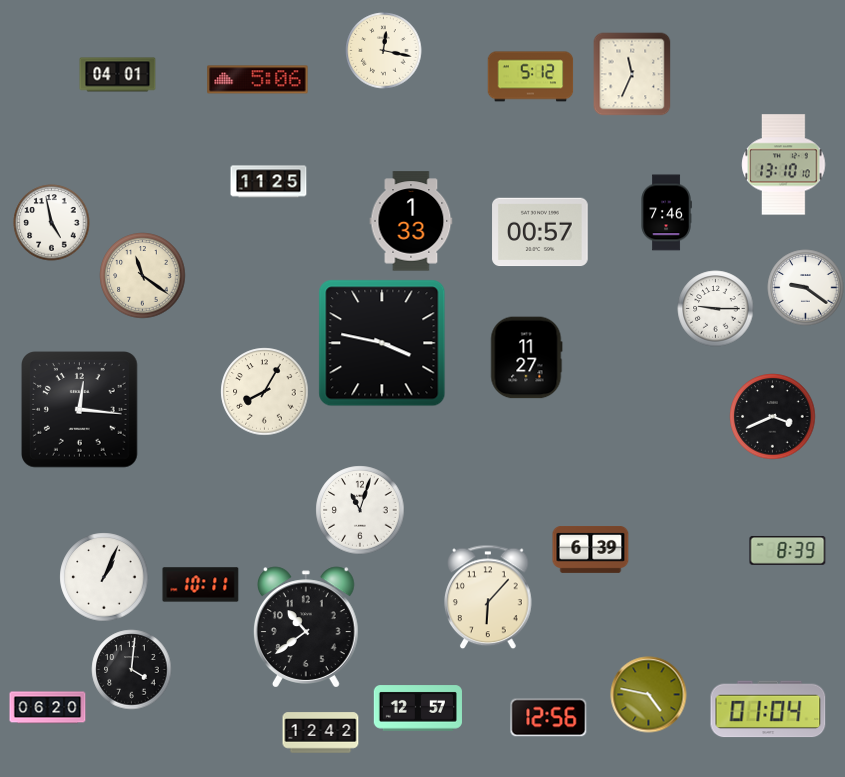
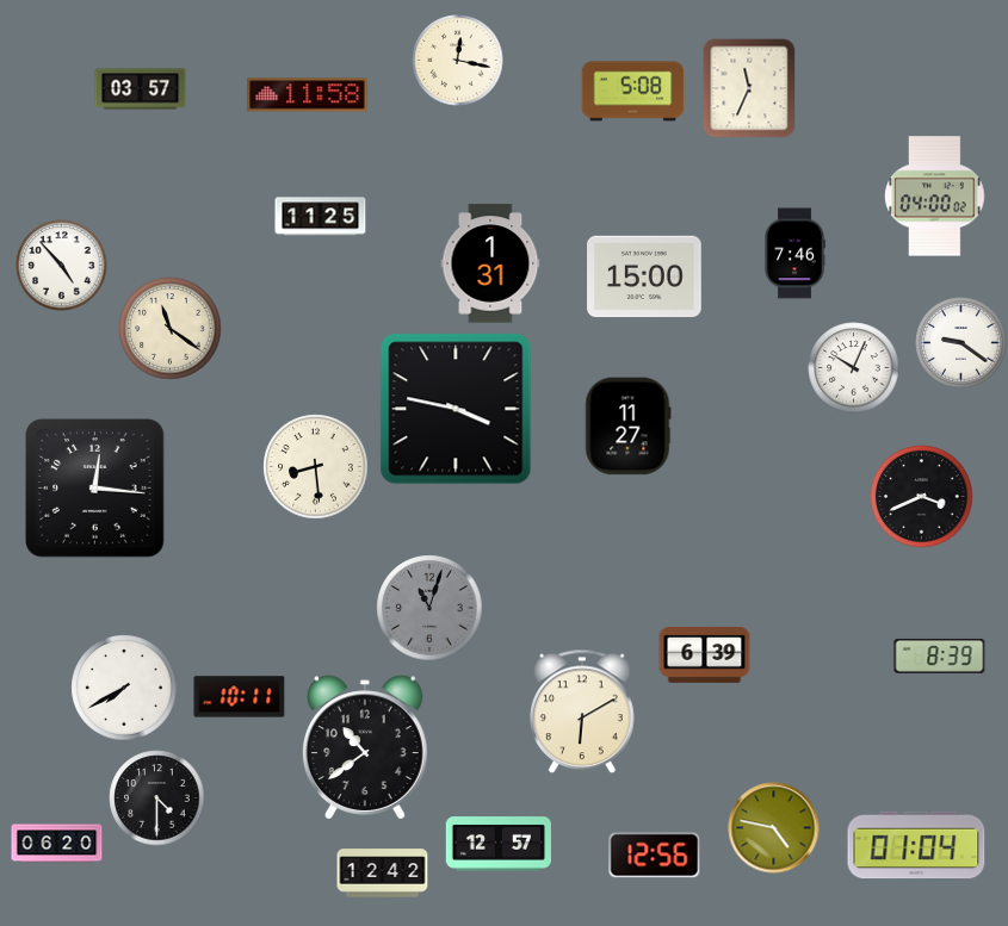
clock at (632, 74) position: (632, 74) -> (749, 88)
clock at (118, 75): 04:01 -> 03:57
clock at (531, 77): 5:12 -> 5:08
clock at (258, 80): 5:06 -> 11:58
clock at (784, 165): 13:10 -> 04:00
clock at (411, 221): 1:33 -> 1:31
clock at (52, 223): 4:58 -> 4:53
clock at (540, 232): 00:57 -> 15:00
clock at (716, 309): 9:15 -> 10:04
clock at (265, 392): 8:05 -> 8:29
clock at (360, 510) dial: white -> grey
clock at (104, 577): 1:04 -> 7:40
clock at (489, 597): 6:07 -> 6:10
clock at (132, 670): 4:01 -> 4:30
